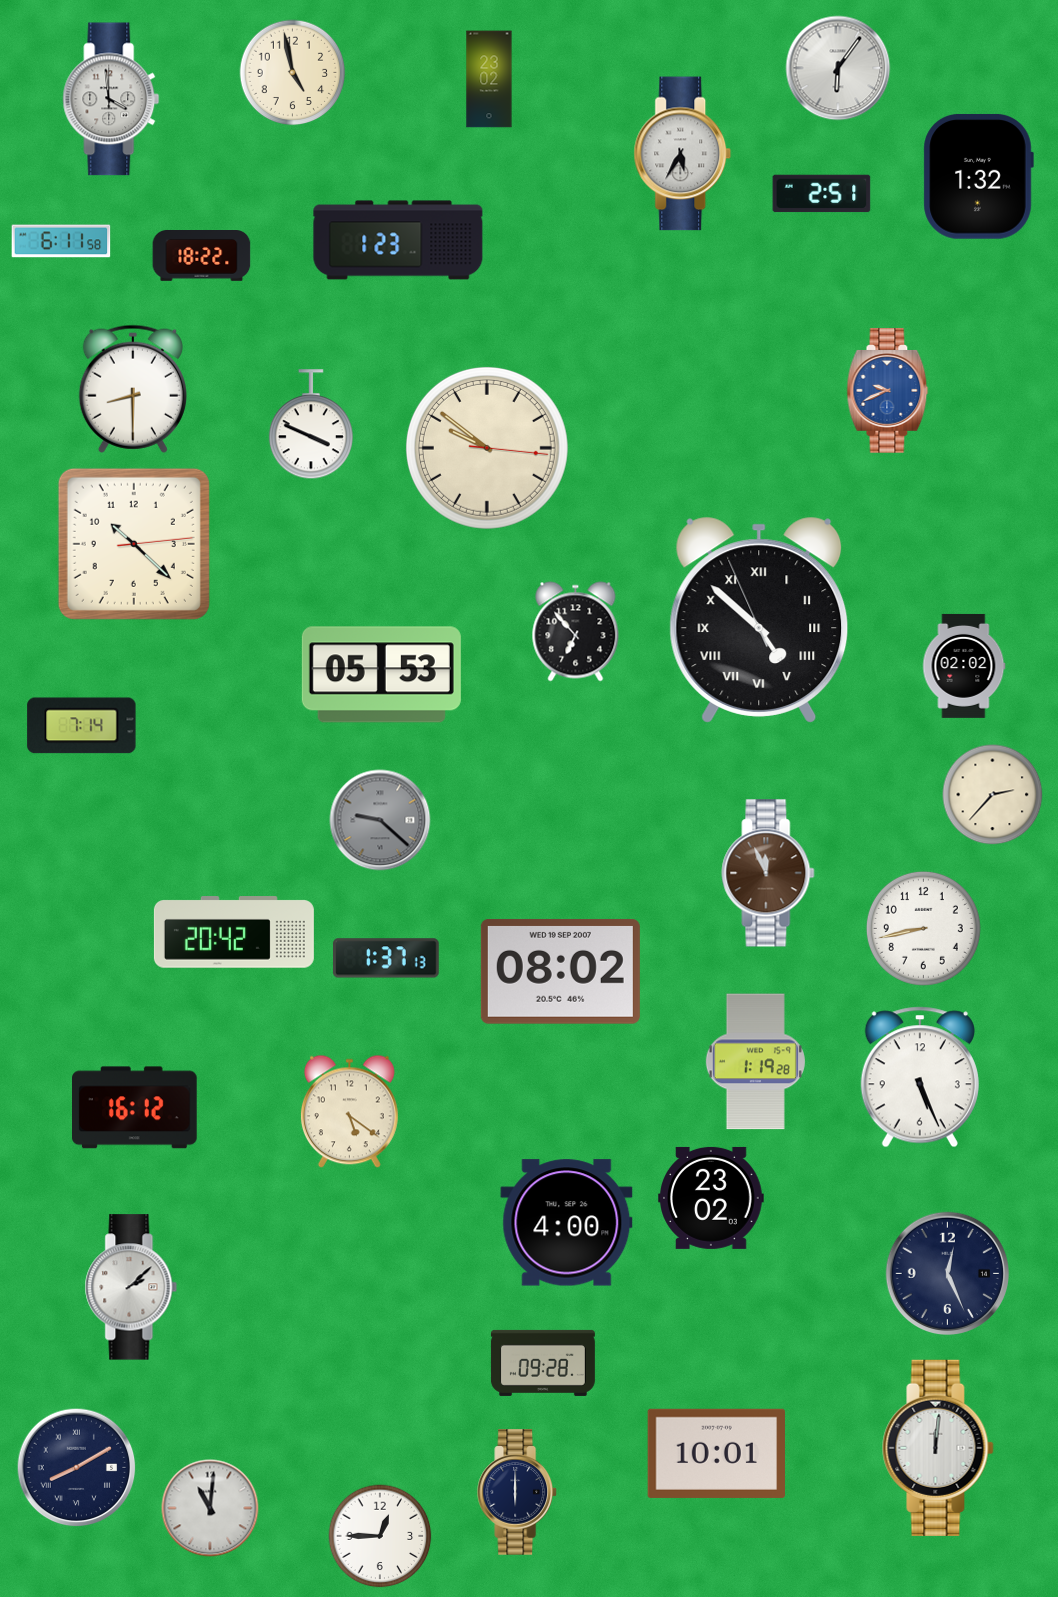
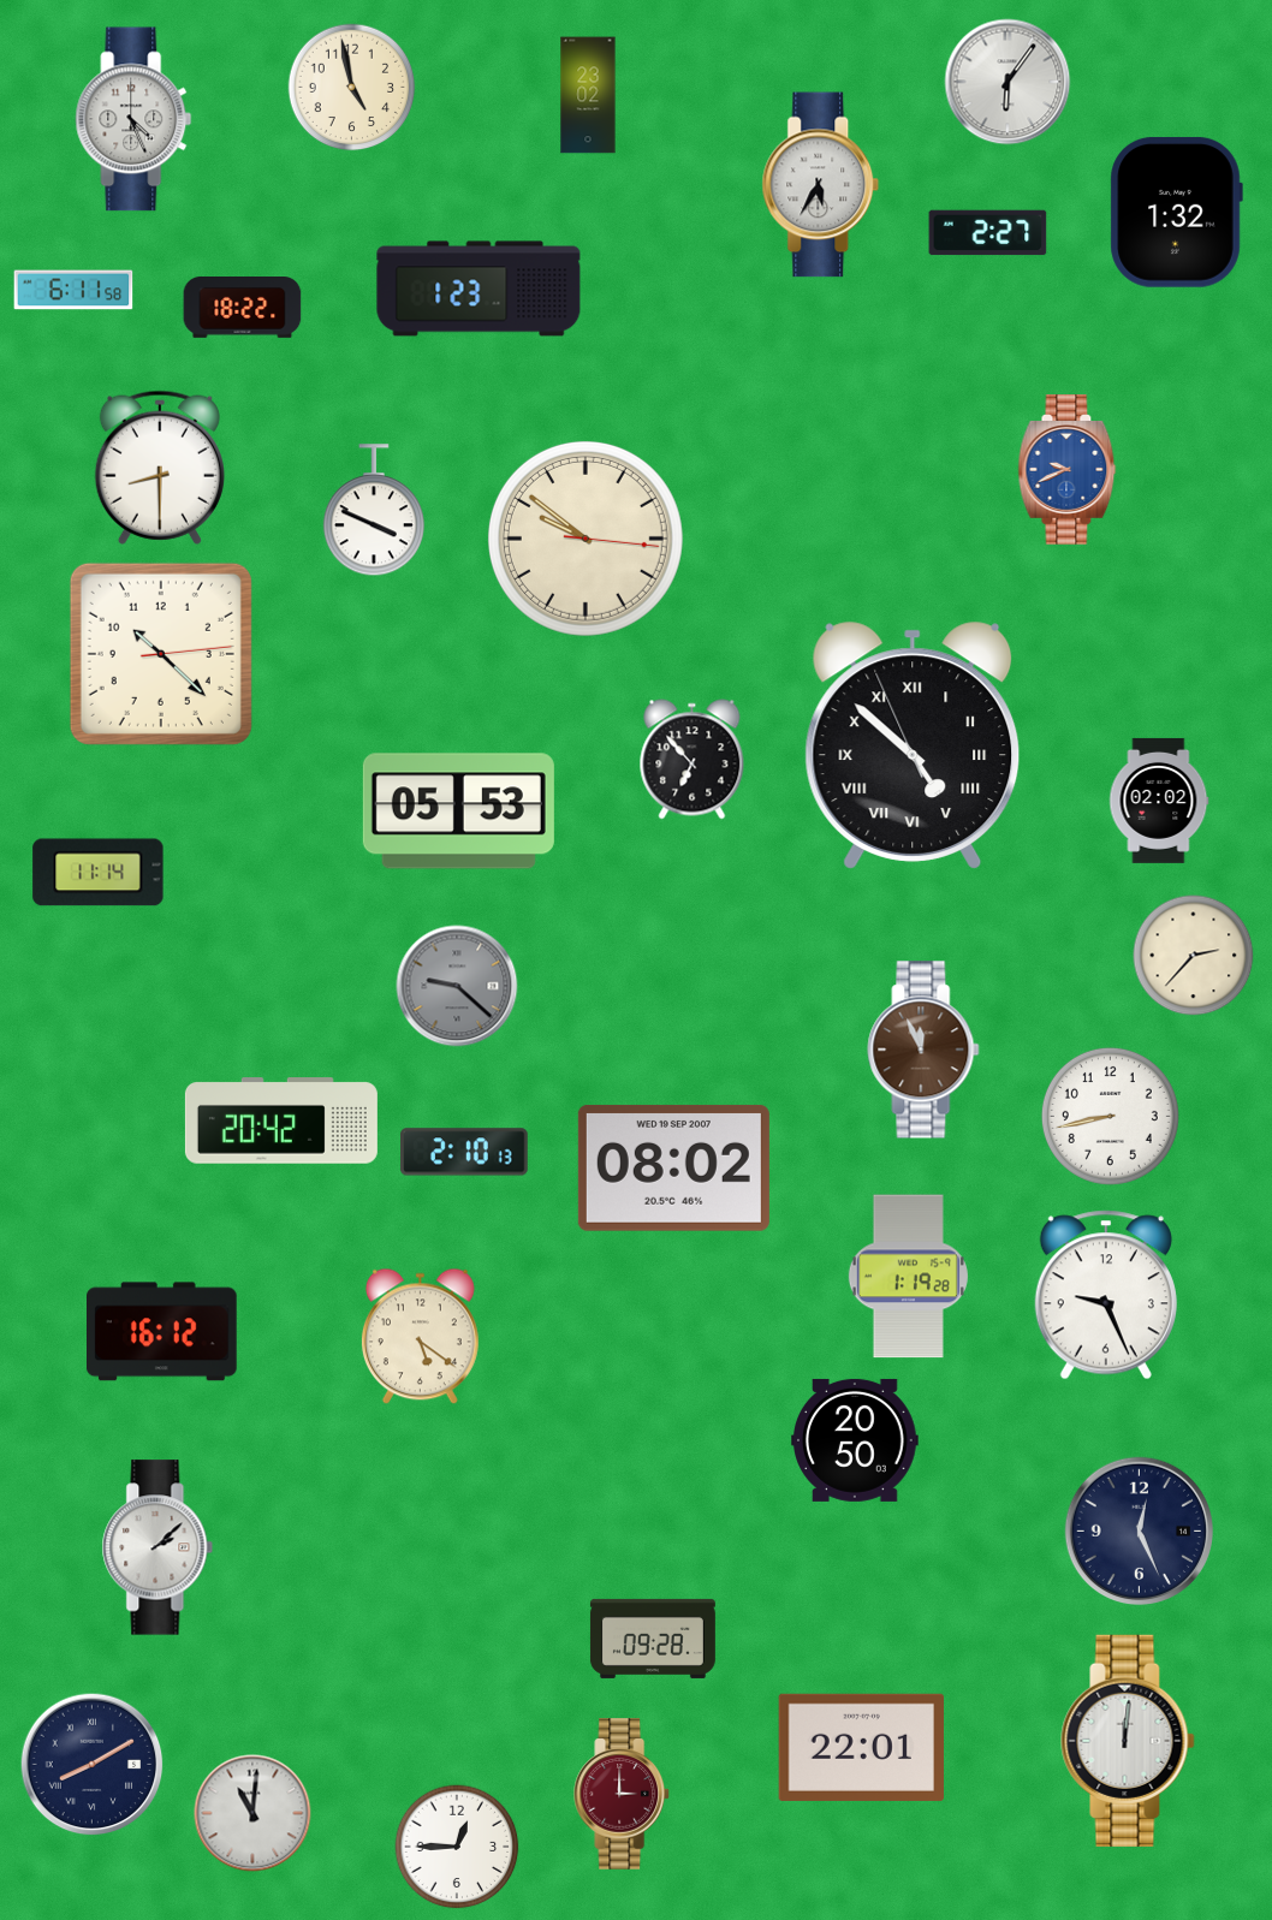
clock at (111, 99): 3:59 -> 4:26
clock at (822, 194): 2:51 -> 2:27
clock at (82, 726): 7:14 -> 11:14
clock at (386, 958): 1:37 -> 2:10
clock at (920, 1077): 5:26 -> 9:26
clock at (711, 1198): 23:02 -> 20:50
clock at (567, 1223): 4:00 -> none
clock at (716, 1453): 10:01 -> 22:01
clock at (518, 1492): 6:00 -> 3:00
clock at (518, 1492) dial: navy -> burgundy
